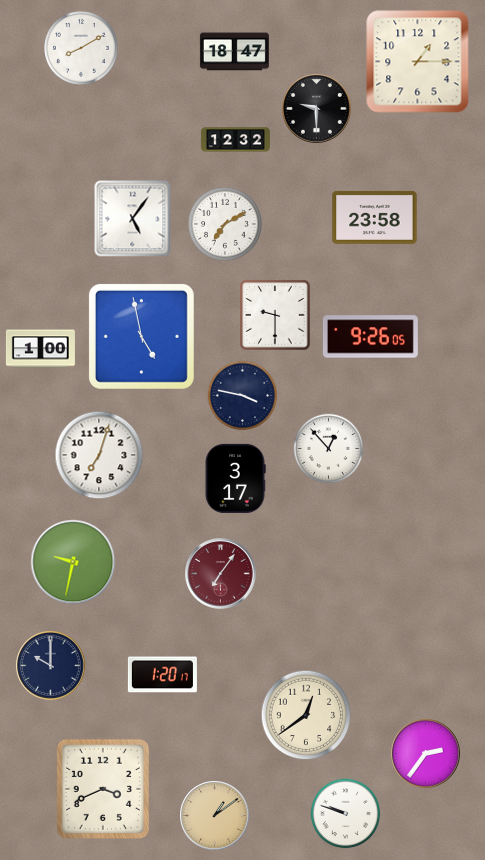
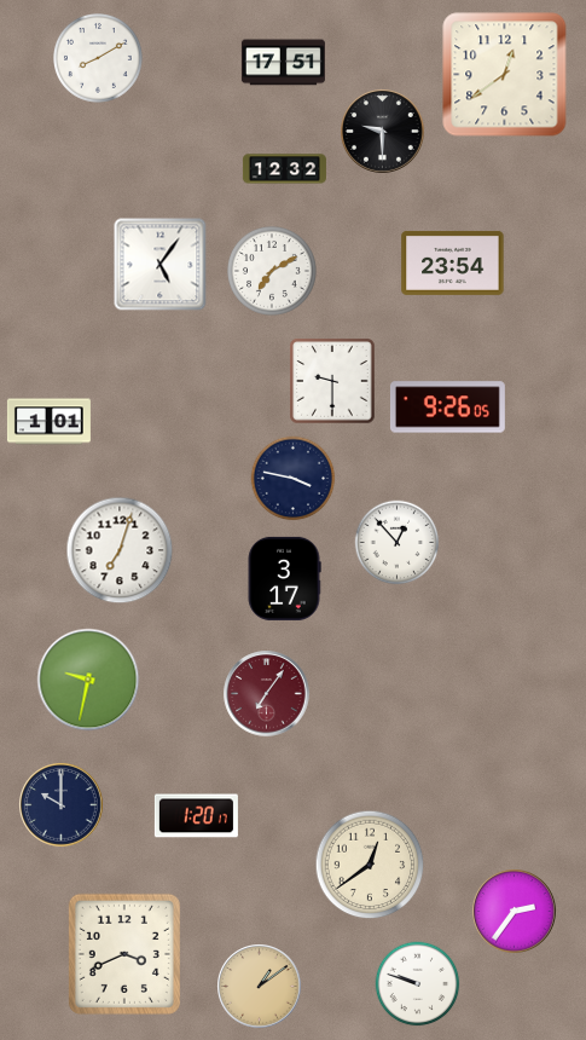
clock at (234, 52): 18:47 -> 17:51
clock at (418, 62): 1:15 -> 12:39
clock at (375, 217): 23:58 -> 23:54
clock at (141, 336): 4:58 -> none
clock at (40, 349): 1:00 -> 1:01
